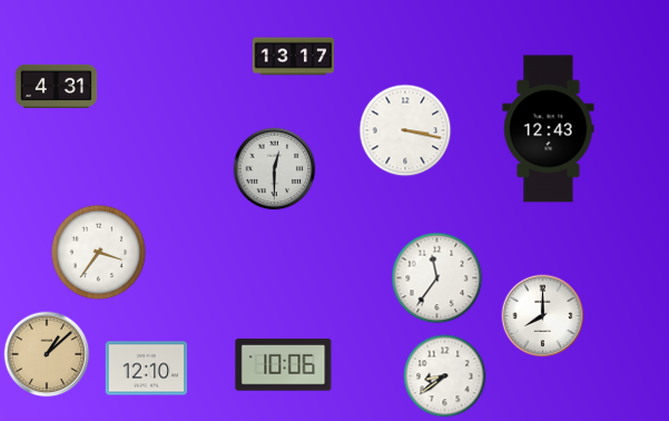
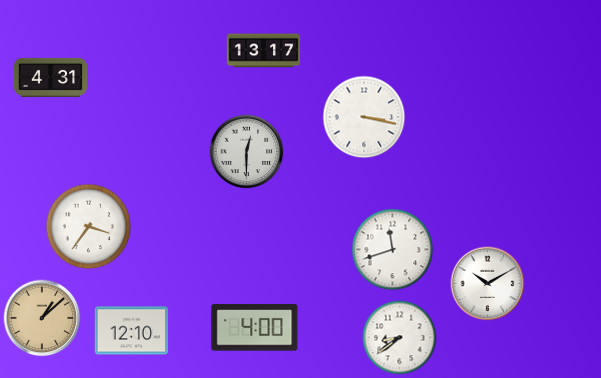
clock at (549, 129): 12:43 -> none
clock at (437, 278): 11:36 -> 11:42
clock at (543, 316): 8:00 -> 10:10
clock at (284, 365): 10:06 -> 4:00
